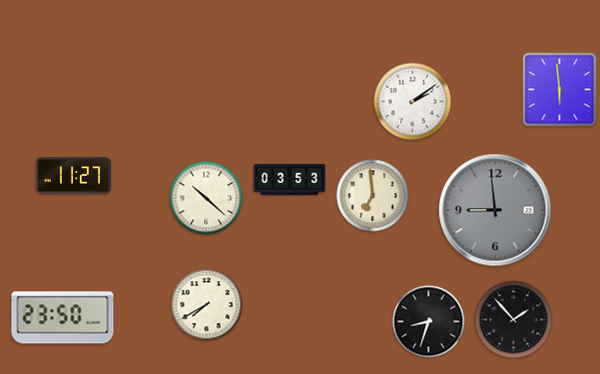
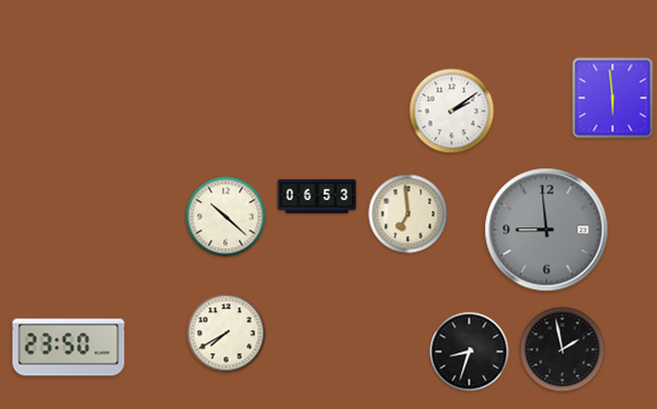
clock at (74, 176): 11:27 -> none
clock at (290, 179): 03:53 -> 06:53
clock at (495, 210) position: (495, 210) -> (546, 230)
clock at (514, 320): 1:53 -> 1:58
